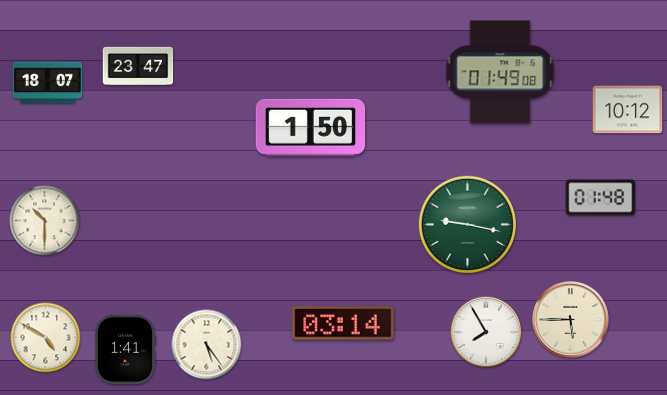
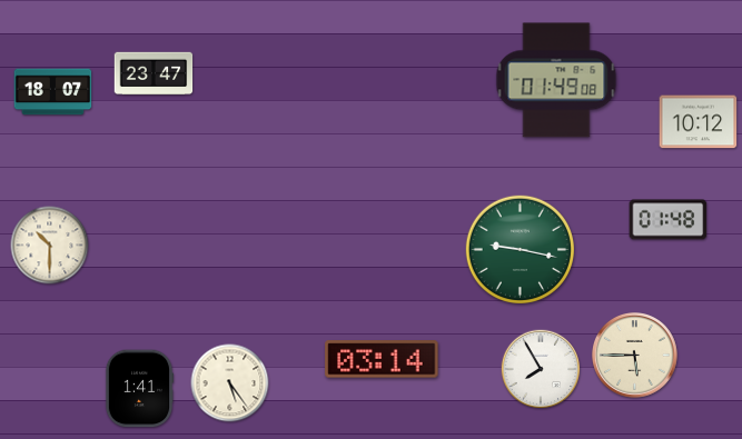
clock at (311, 127): 1:50 -> none
clock at (46, 338): 4:50 -> none
